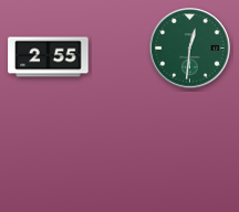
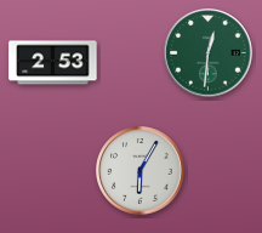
clock at (49, 57): 2:55 -> 2:53
clock at (141, 171): none -> 6:05
